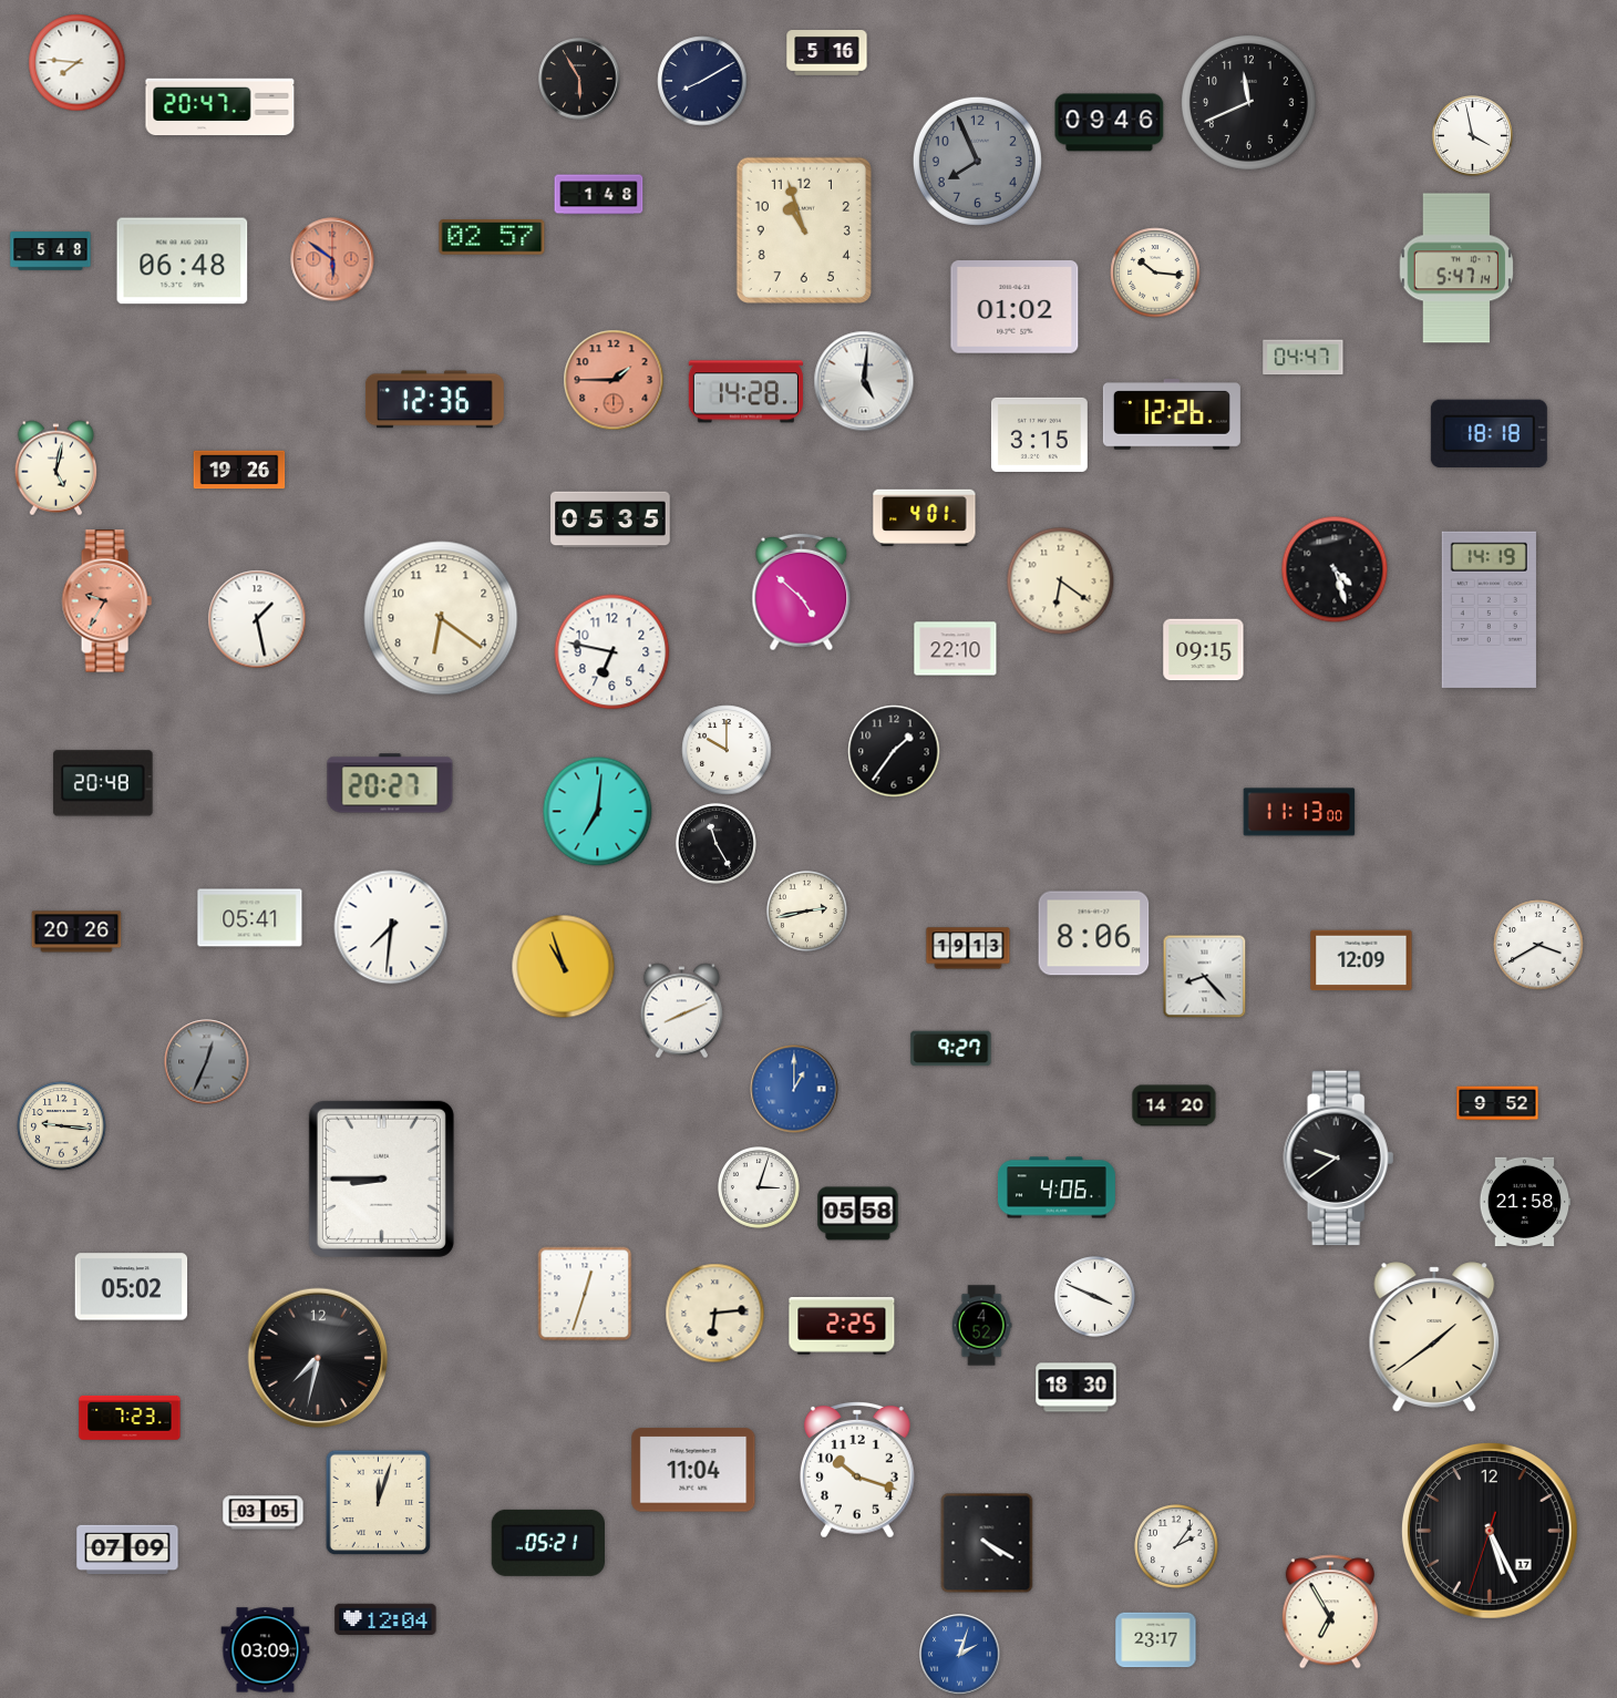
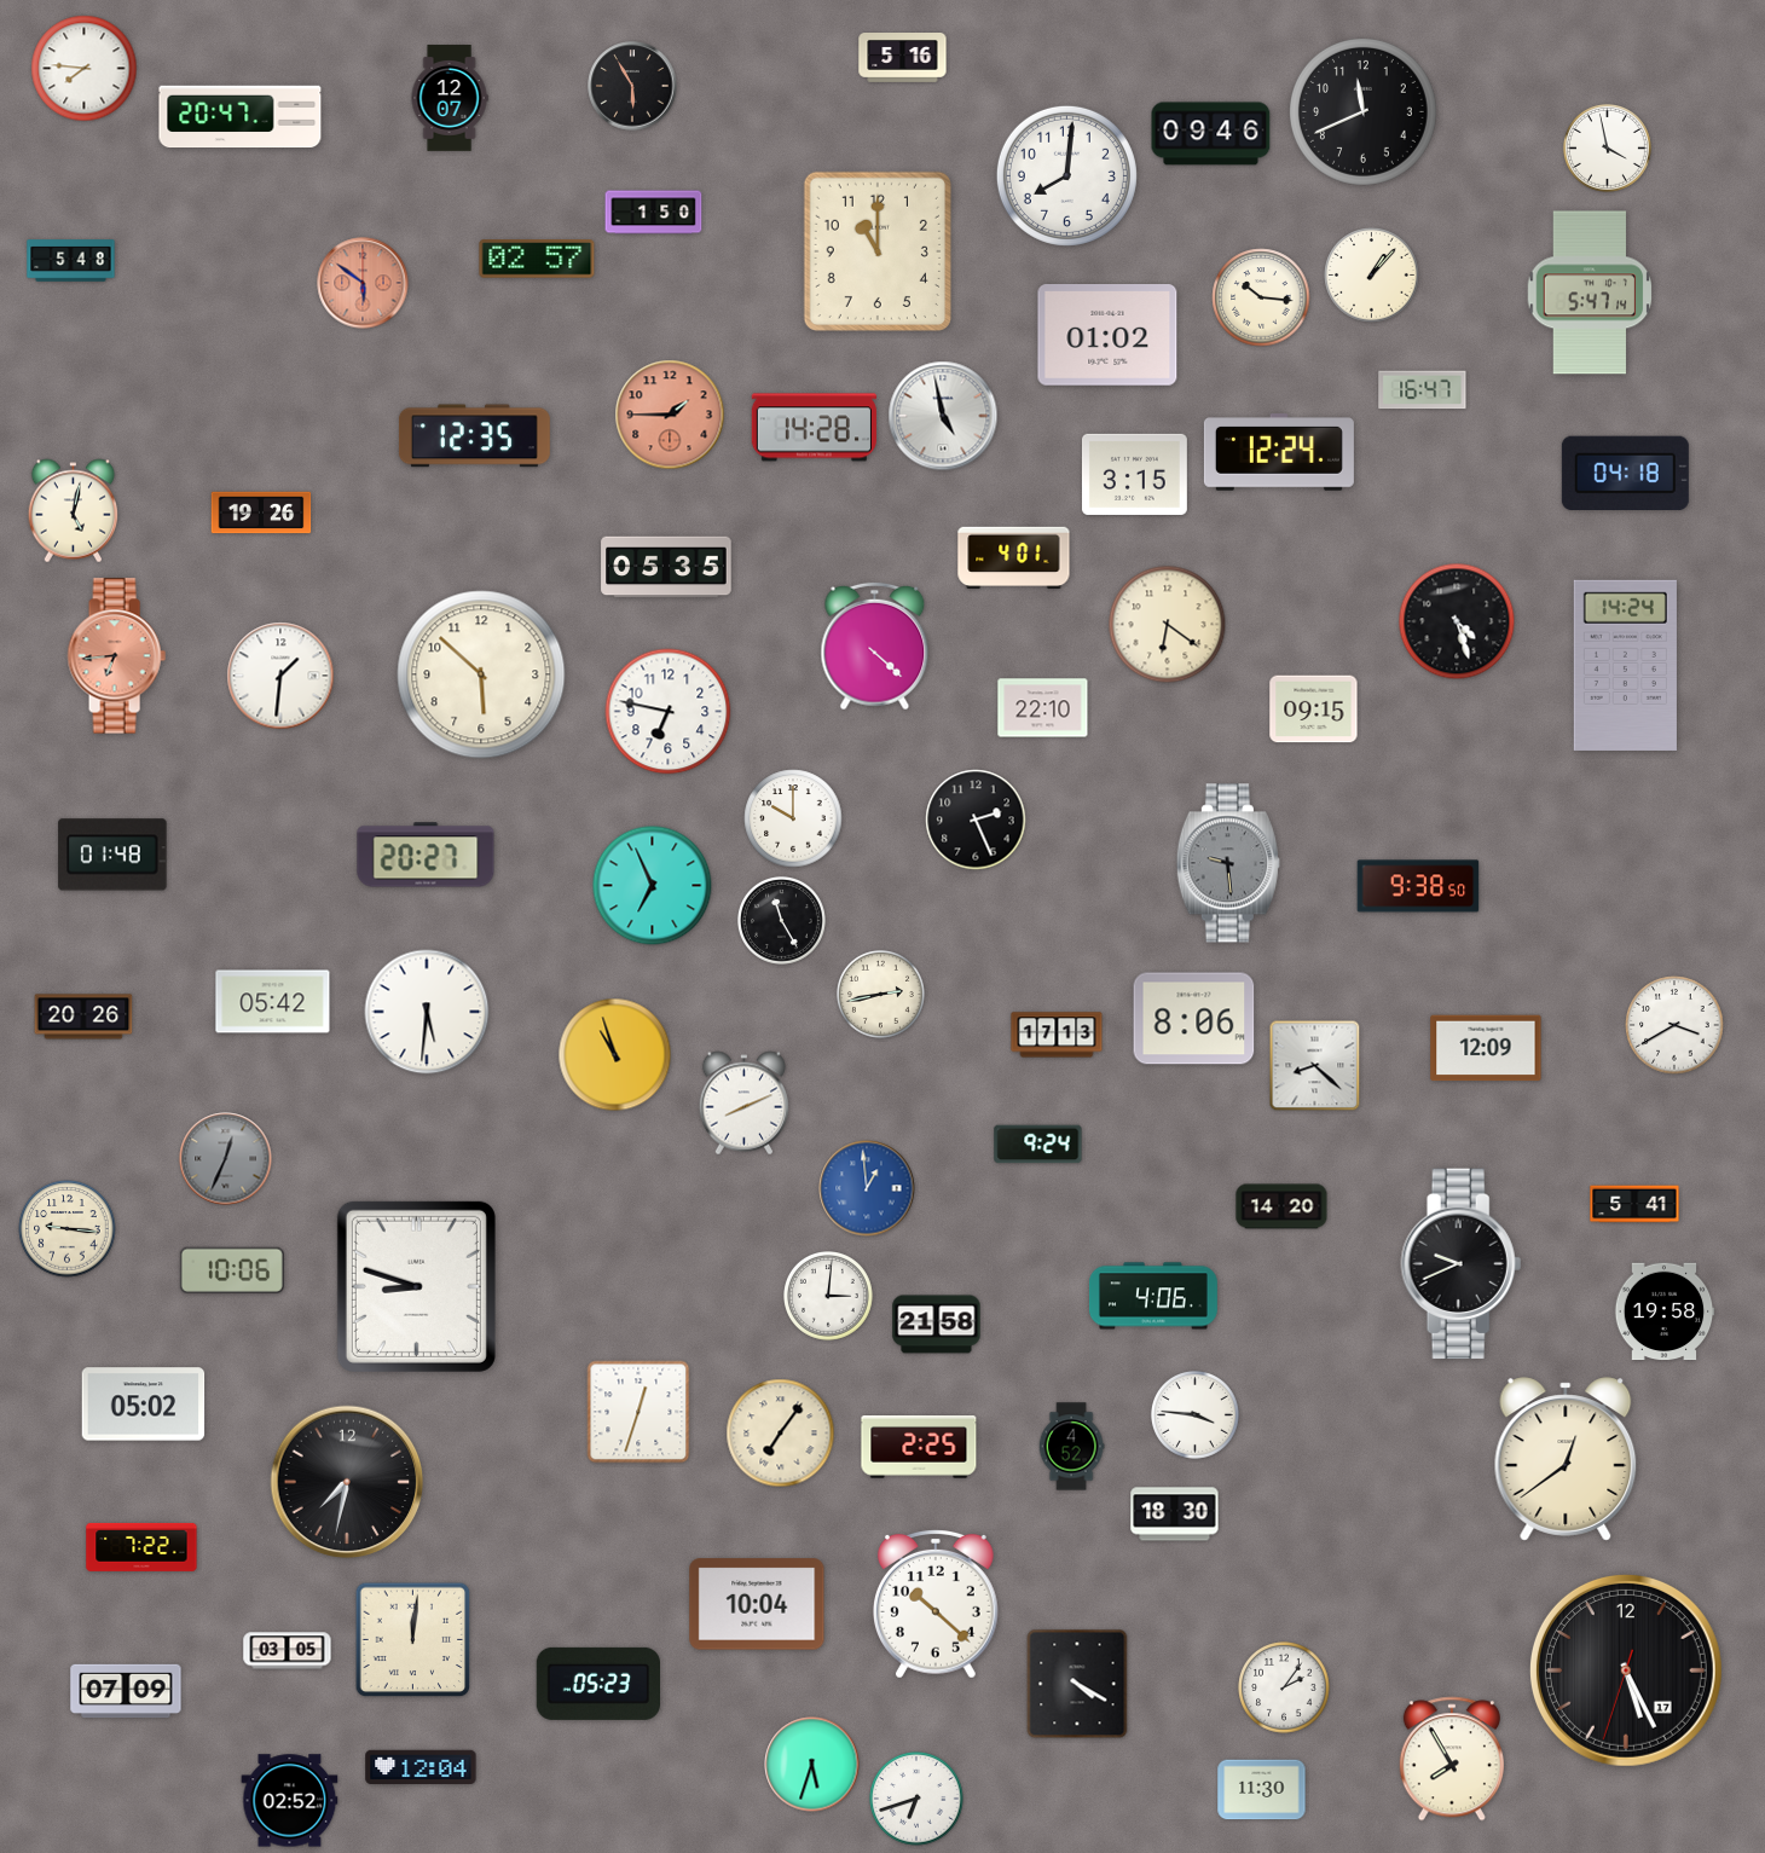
clock at (702, 81): 8:10 -> none
clock at (450, 98): none -> 12:07
clock at (977, 161): 7:56 -> 8:01
clock at (977, 161) dial: grey -> white
clock at (599, 195): 1:48 -> 1:50
clock at (804, 230): 10:57 -> 11:00
clock at (51, 251) position: (51, 251) -> (71, 261)
clock at (1372, 276): none -> 1:07
clock at (183, 261): 06:48 -> none
clock at (1304, 358): 04:47 -> 16:47
clock at (864, 381): 5:01 -> 4:58
clock at (434, 400): 12:36 -> 12:35
clock at (1172, 414): 12:26 -> 12:24
clock at (1489, 433): 18:18 -> 04:18
clock at (56, 469) position: (56, 469) -> (74, 511)
clock at (925, 518) position: (925, 518) -> (1014, 558)
clock at (1061, 582) position: (1061, 582) -> (1168, 625)
clock at (802, 593): 4:52 -> 4:22
clock at (106, 601): 9:35 -> 6:44
clock at (1489, 609): 14:19 -> 14:24
clock at (441, 618): 6:21 -> 5:52
clock at (257, 619): 1:28 -> 1:31
clock at (894, 751): 1:36 -> 2:26
clock at (103, 783): 20:48 -> 01:48
clock at (1228, 863): none -> 9:29
clock at (598, 812): 7:01 -> 6:56
clock at (1299, 812): 11:13 -> 9:38
clock at (250, 918): 05:41 -> 05:42
clock at (391, 927): 7:31 -> 5:31
clock at (1538, 945) position: (1538, 945) -> (1674, 1025)
clock at (968, 948): 19:13 -> 17:13
clock at (1205, 977): 8:23 -> 8:22
clock at (951, 1049): 9:27 -> 9:24
clock at (794, 1089): 1:00 -> 12:59
clock at (1497, 1103): 9:52 -> 5:41
clock at (1339, 1159): 9:39 -> 9:41
clock at (232, 1270): none -> 10:06
clock at (381, 1179): 8:45 -> 8:48
clock at (760, 1188): 3:03 -> 3:01
clock at (1525, 1202): 21:58 -> 19:58
clock at (858, 1214): 05:58 -> 21:58
clock at (1094, 1296): 3:49 -> 3:46
clock at (715, 1314): 6:14 -> 7:06
clock at (1434, 1337): 1:39 -> 12:39
clock at (130, 1418): 7:23 -> 7:22
clock at (693, 1470): 11:04 -> 10:04
clock at (858, 1470): 10:18 -> 10:22
clock at (379, 1503): 12:03 -> 12:01
clock at (547, 1543): 05:21 -> 05:23
clock at (127, 1550) position: (127, 1550) -> (126, 1691)
clock at (1330, 1612): 6:55 -> 7:55
clock at (812, 1765): none -> 5:33
clock at (1156, 1640): 23:17 -> 11:30
clock at (916, 1799): none -> 6:42
clock at (266, 1650): 03:09 -> 02:52
clock at (960, 1655): 2:03 -> none
